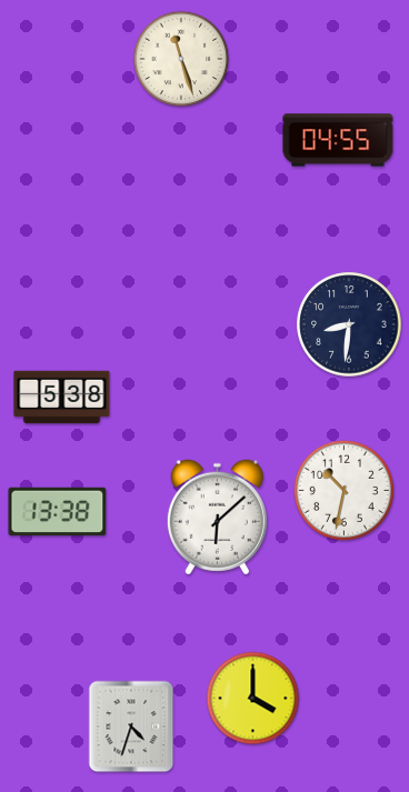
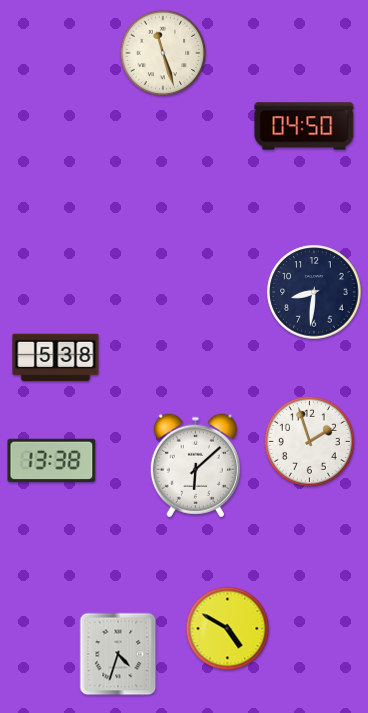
clock at (338, 140): 04:55 -> 04:50
clock at (343, 490): 10:32 -> 1:57
clock at (253, 699): 4:00 -> 4:50
